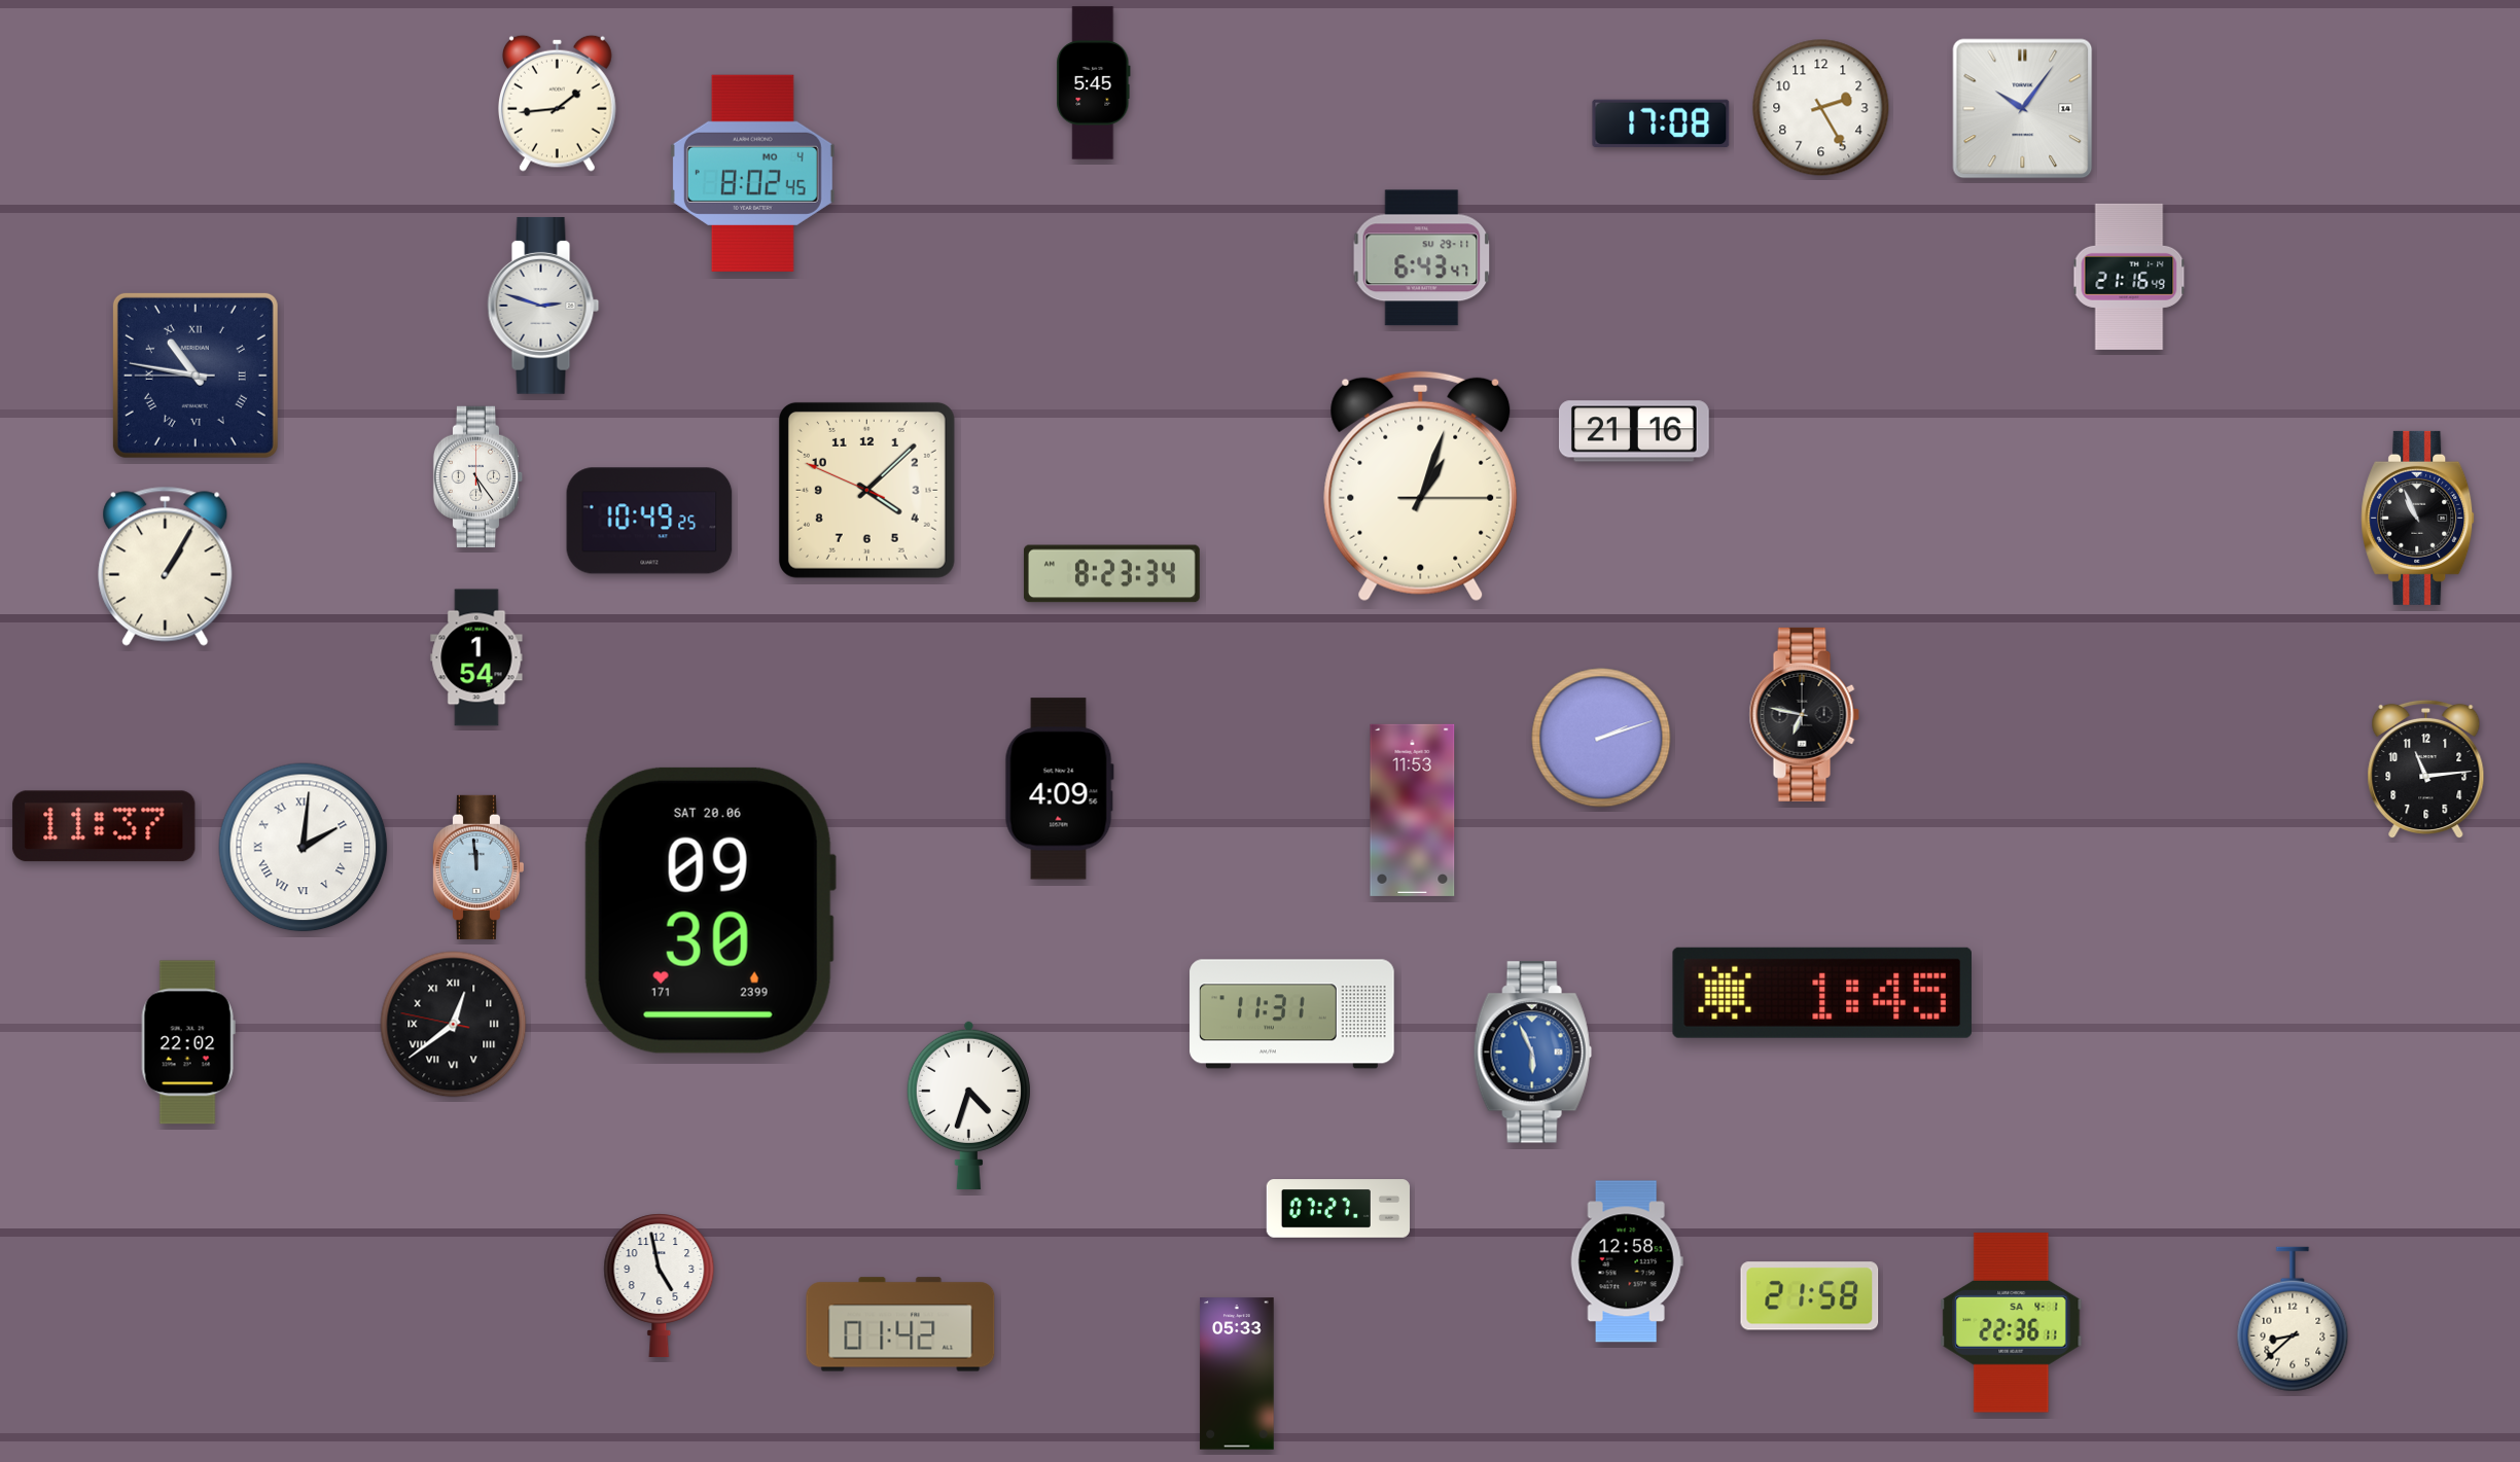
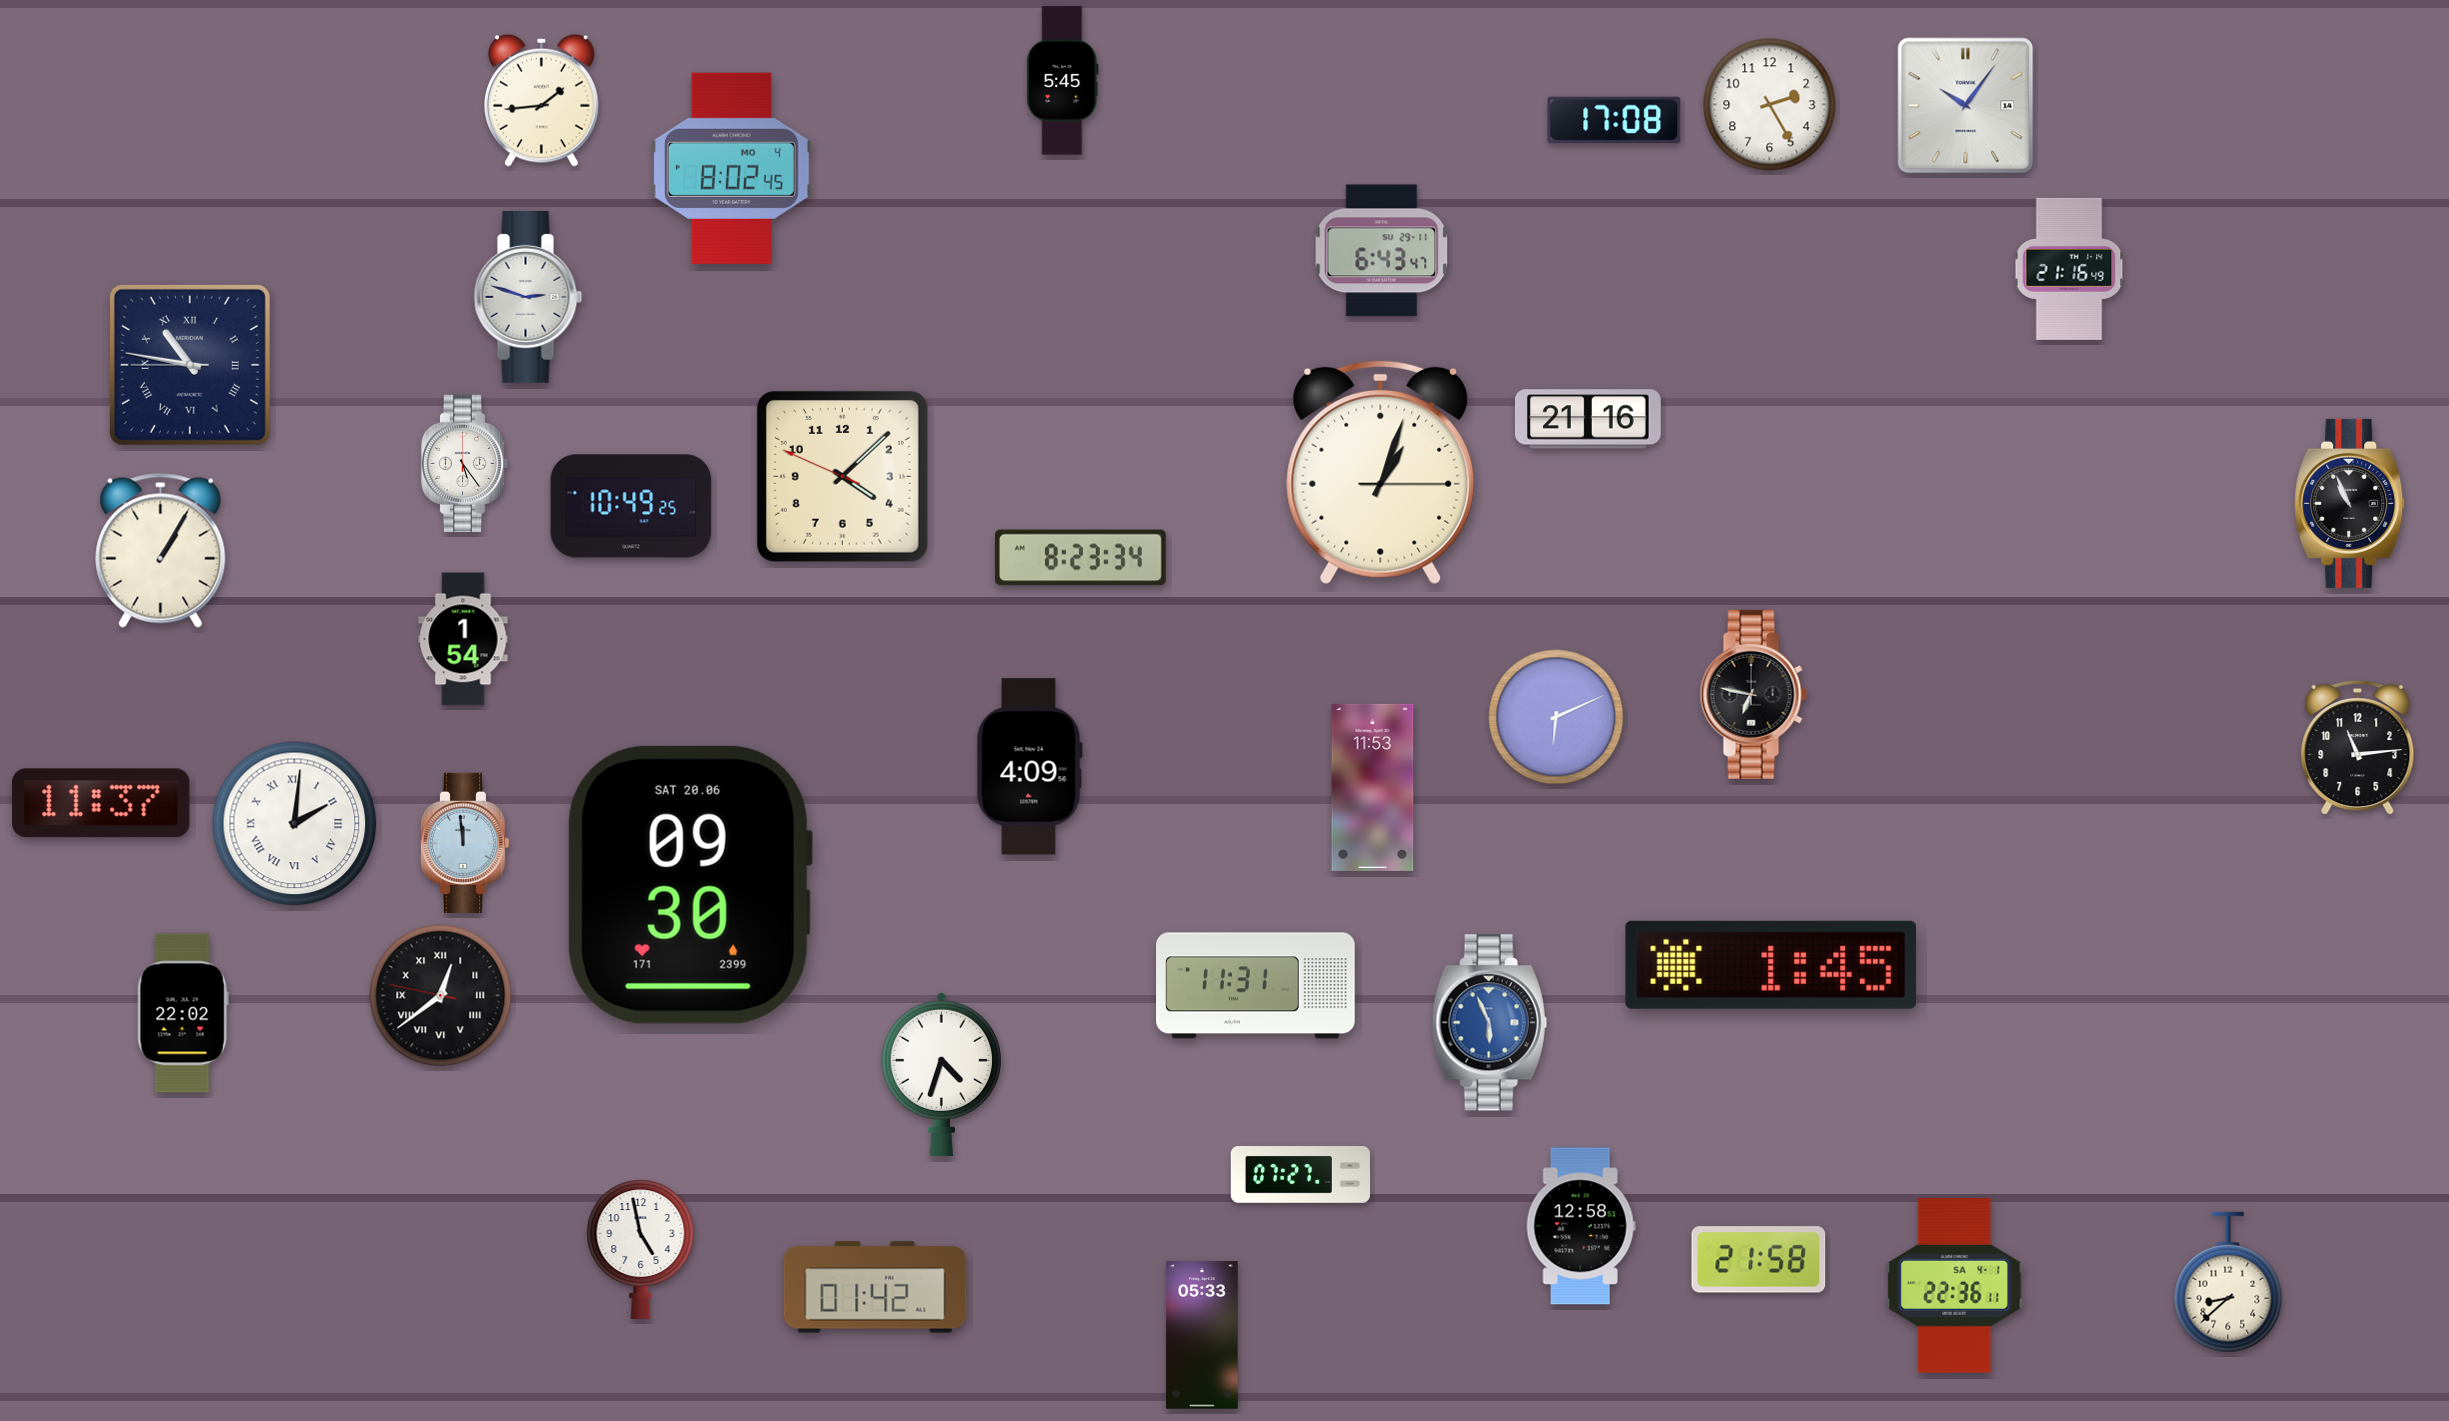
clock at (1601, 738): 2:12 -> 6:11
